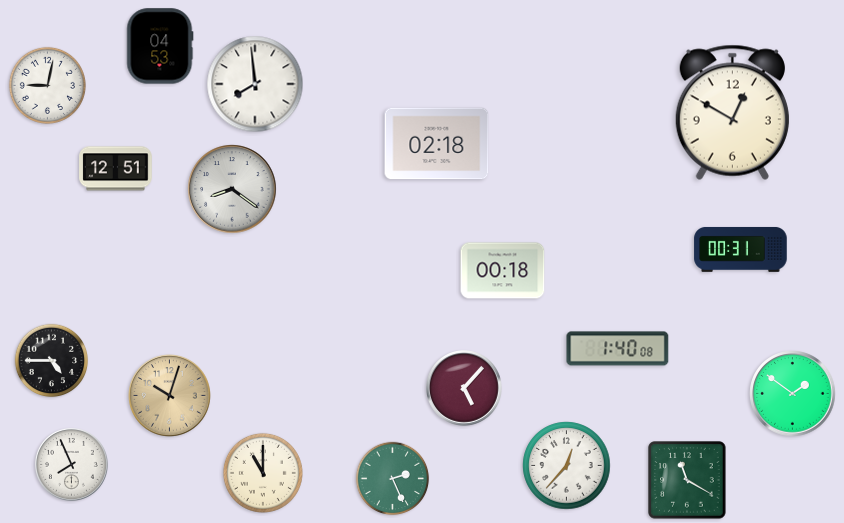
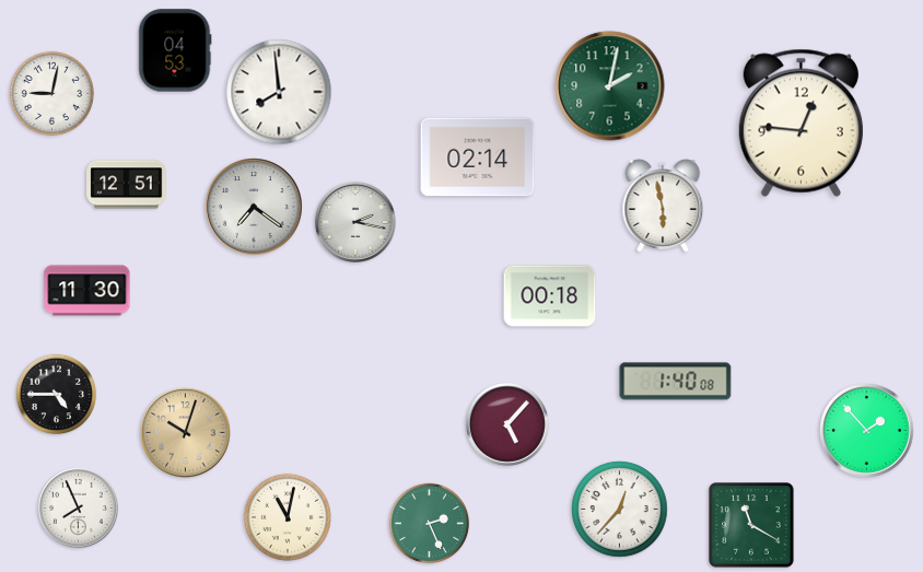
clock at (610, 86): none -> 2:02
clock at (732, 112): 12:50 -> 12:46
clock at (437, 144): 02:18 -> 02:14
clock at (663, 206): none -> 5:58
clock at (232, 189): 8:21 -> 7:21
clock at (357, 223): none -> 2:17
clock at (741, 250): 00:31 -> none
clock at (87, 291): none -> 11:30
clock at (793, 394): 1:51 -> 1:53
clock at (263, 473): 11:00 -> 11:02
